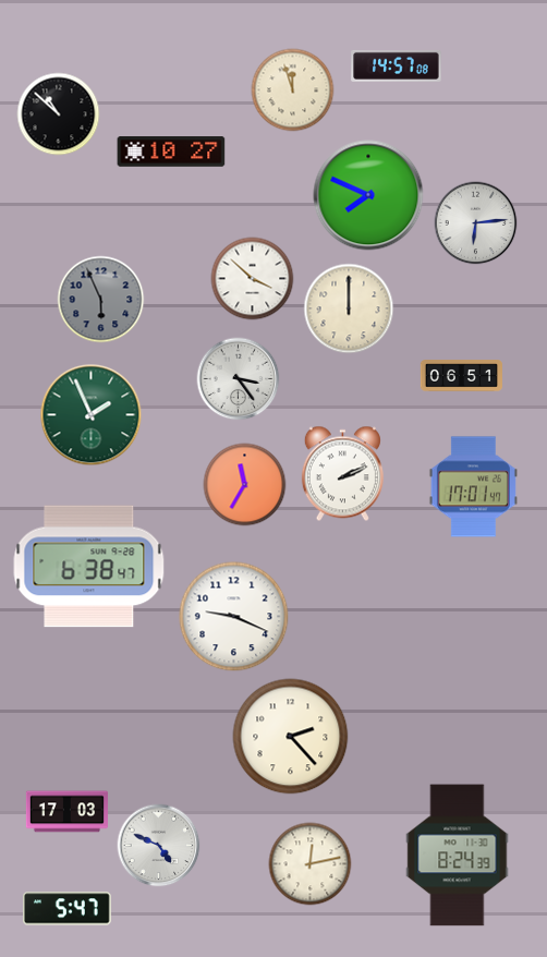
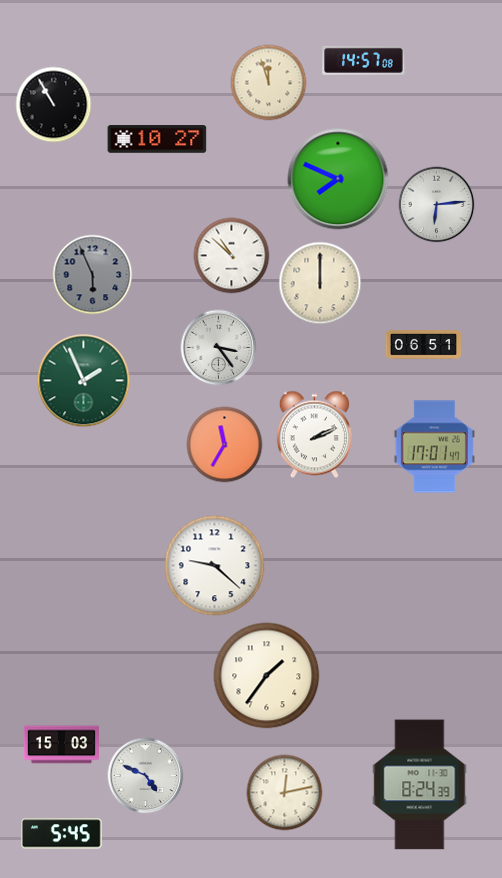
clock at (59, 114): 10:52 -> 10:55
clock at (253, 279): 3:52 -> 10:52
clock at (89, 567): 6:38 -> none
clock at (234, 617): 9:19 -> 9:22
clock at (291, 737): 2:23 -> 1:36
clock at (66, 812): 17:03 -> 15:03
clock at (68, 909): 5:47 -> 5:45
